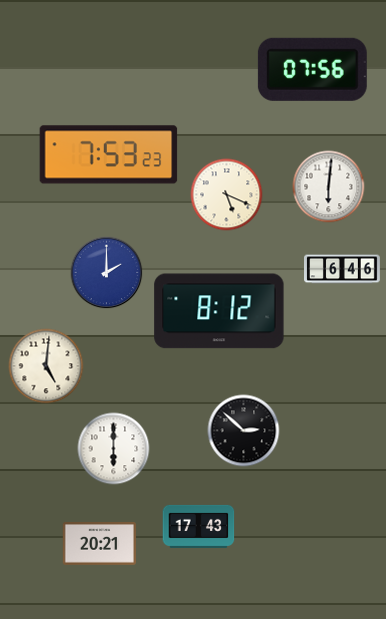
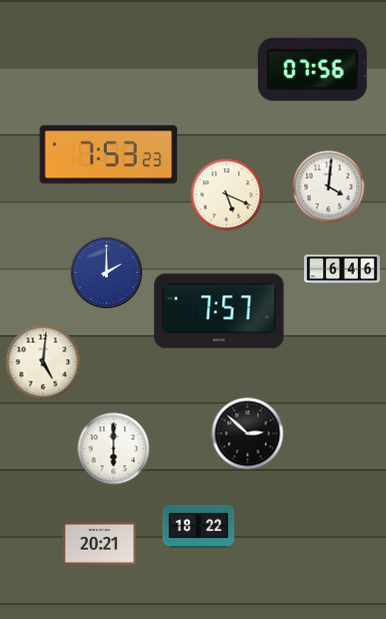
clock at (329, 187): 6:01 -> 4:01
clock at (219, 311): 8:12 -> 7:57
clock at (46, 366) position: (46, 366) -> (43, 362)
clock at (244, 431) position: (244, 431) -> (248, 434)
clock at (199, 526): 17:43 -> 18:22
